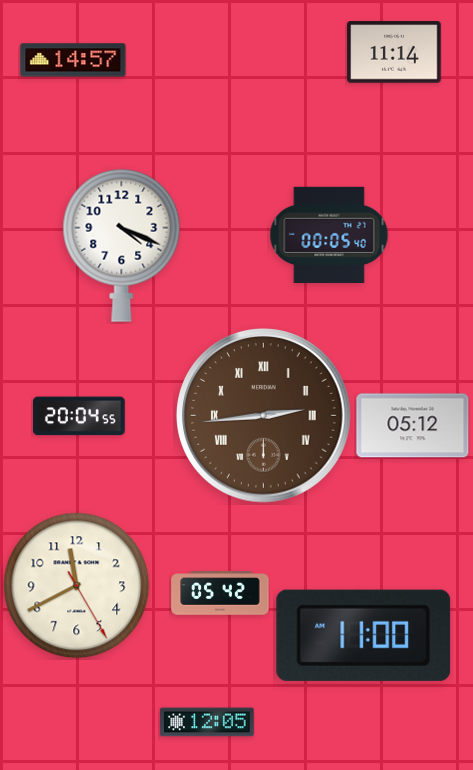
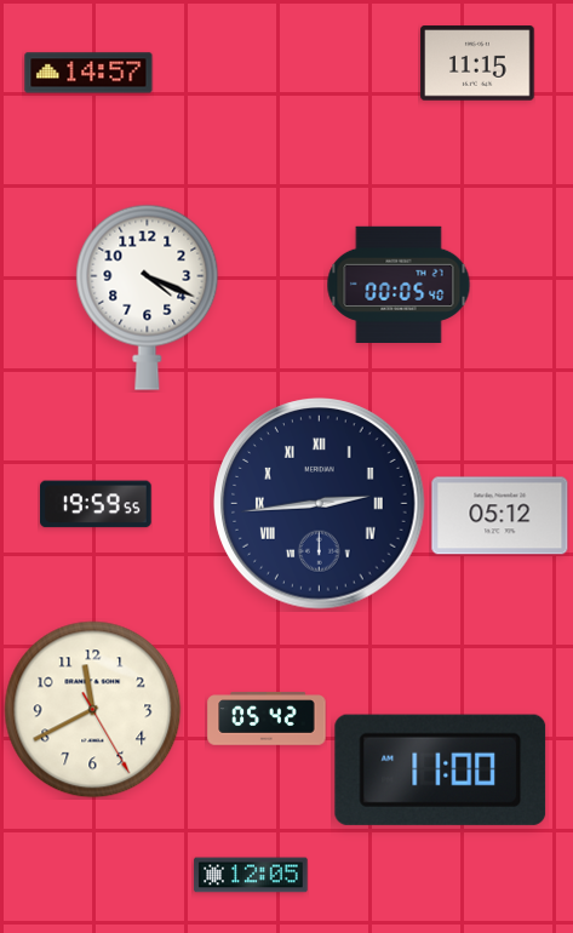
clock at (394, 52): 11:14 -> 11:15
clock at (80, 416): 20:04 -> 19:59
clock at (264, 416) dial: brown -> navy
